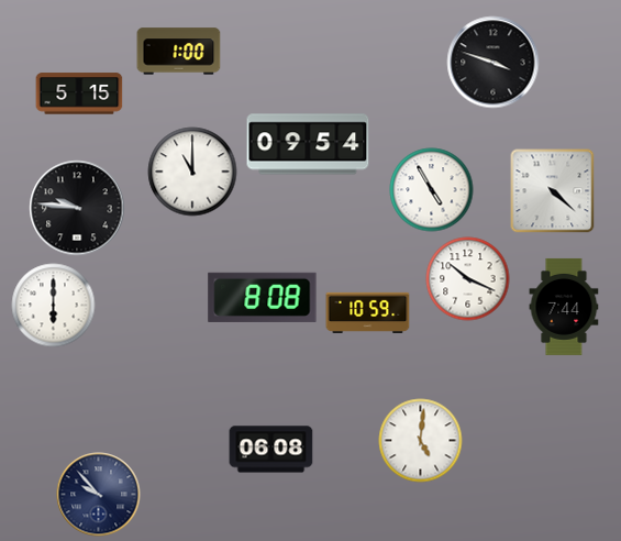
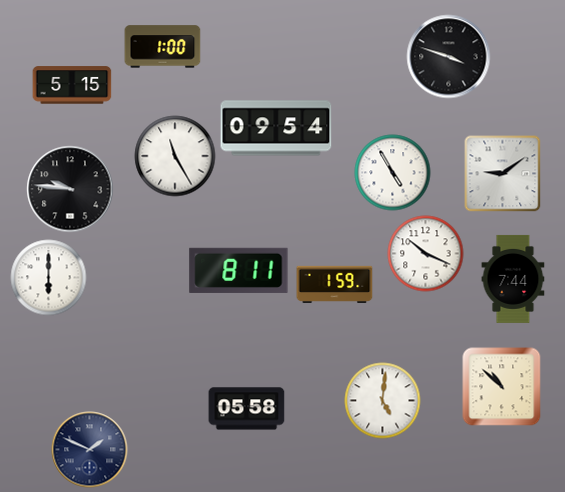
clock at (308, 144) position: (308, 144) -> (276, 128)
clock at (192, 172): 11:00 -> 11:25
clock at (553, 191): 4:22 -> 9:09
clock at (263, 297): 8:08 -> 8:11
clock at (368, 312): 10:59 -> 1:59
clock at (502, 387): none -> 10:52
clock at (271, 450): 06:08 -> 05:58
clock at (99, 495): 9:53 -> 1:49
